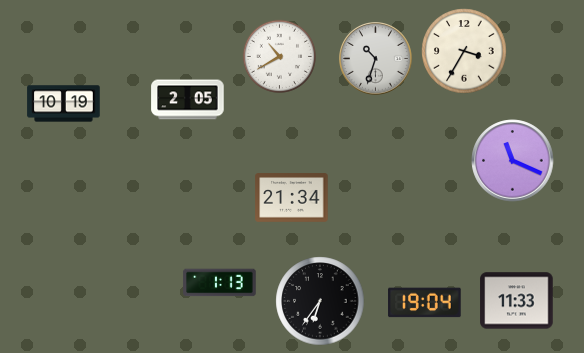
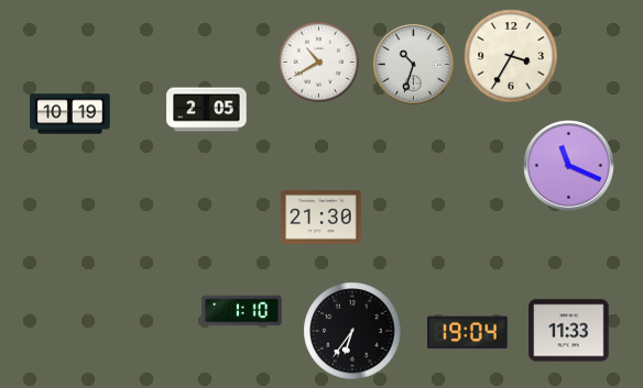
clock at (279, 56) position: (279, 56) -> (318, 62)
clock at (513, 161) position: (513, 161) -> (569, 166)
clock at (292, 198): 21:34 -> 21:30
clock at (220, 283): 1:13 -> 1:10
